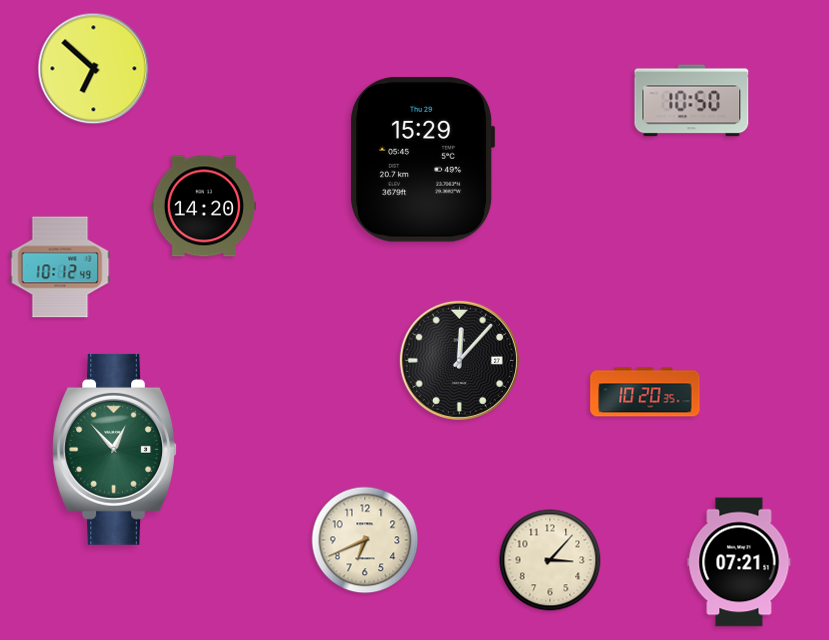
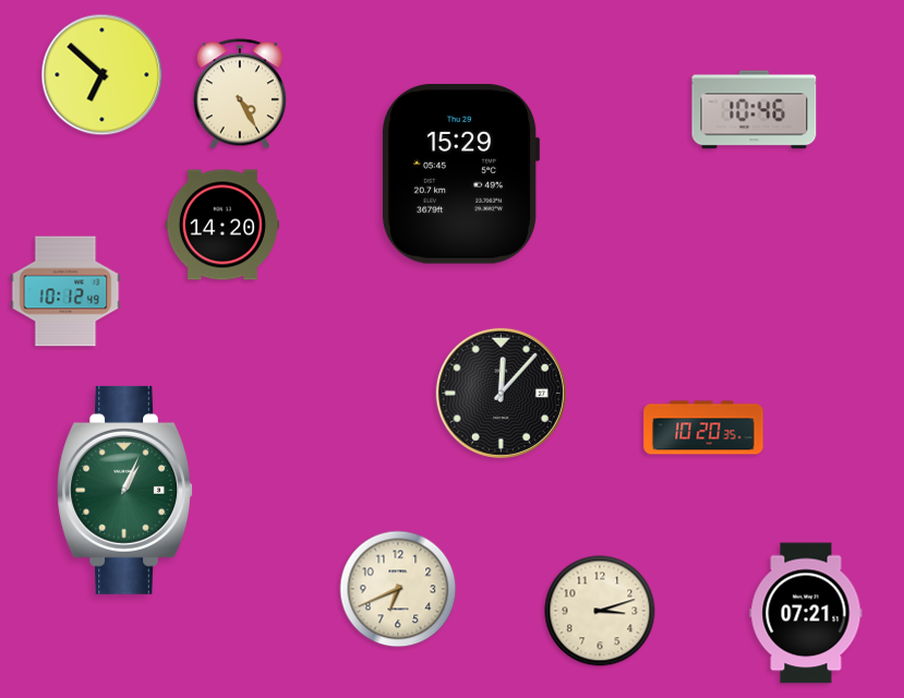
clock at (240, 94): none -> 4:25
clock at (692, 101): 10:50 -> 10:46
clock at (114, 449): 12:53 -> 1:04
clock at (550, 560): 3:07 -> 3:12
